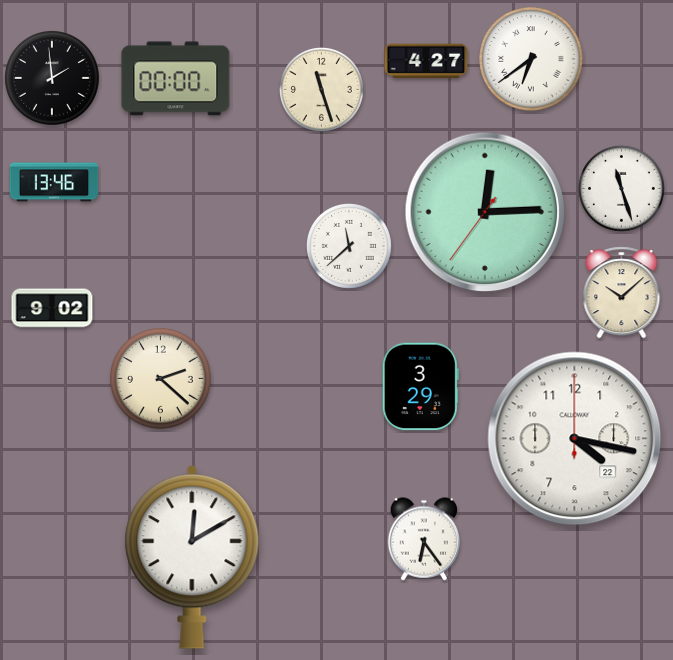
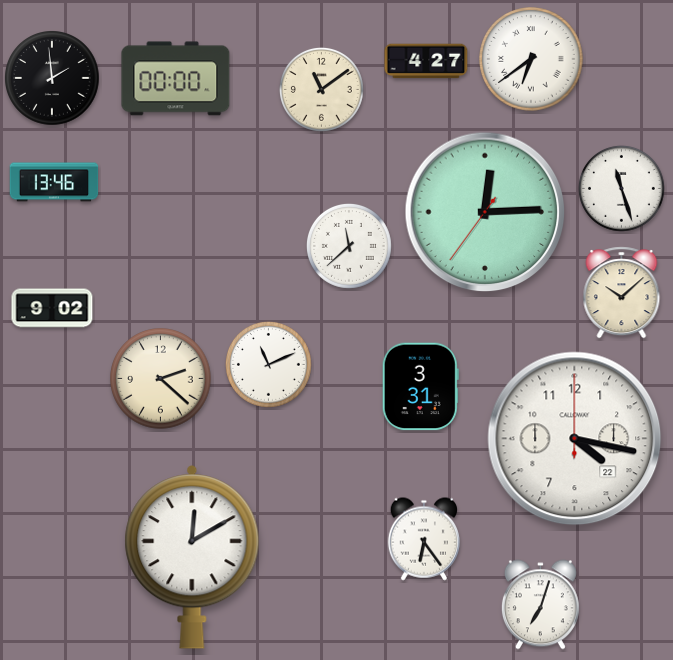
clock at (321, 89): 11:27 -> 11:09
clock at (268, 364): none -> 11:11
clock at (420, 387): 3:29 -> 3:31
clock at (540, 605): none -> 7:03
